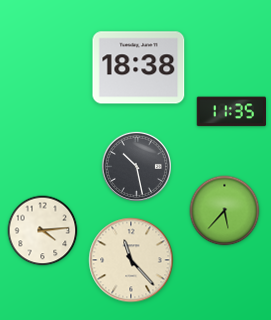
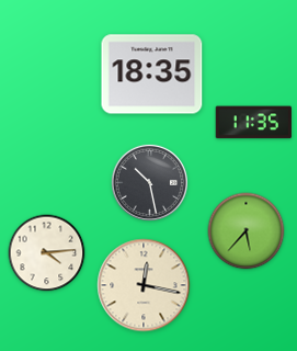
clock at (139, 68): 18:38 -> 18:35
clock at (131, 260): 11:23 -> 12:17
